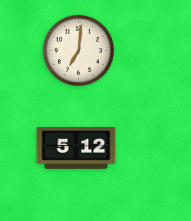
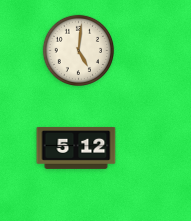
clock at (78, 50): 7:01 -> 5:01
